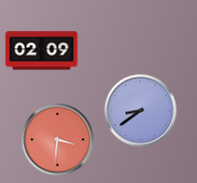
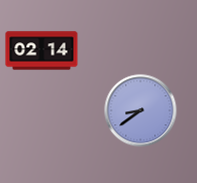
clock at (42, 51): 02:09 -> 02:14
clock at (58, 140): 3:31 -> none
